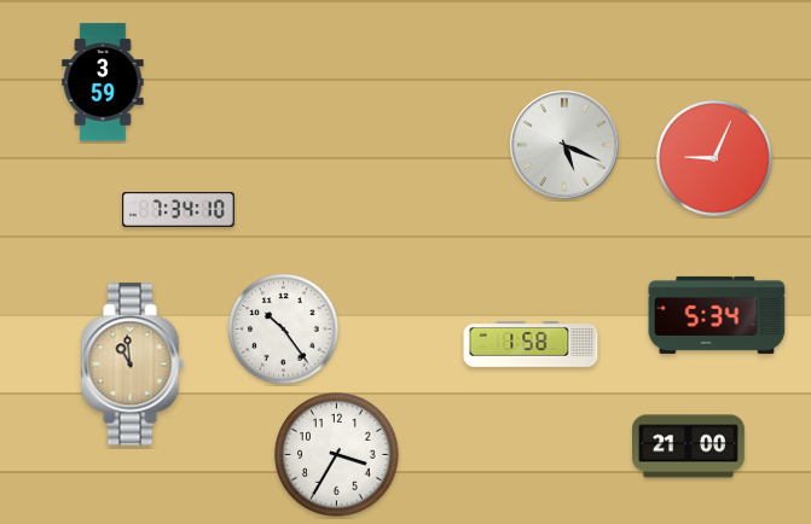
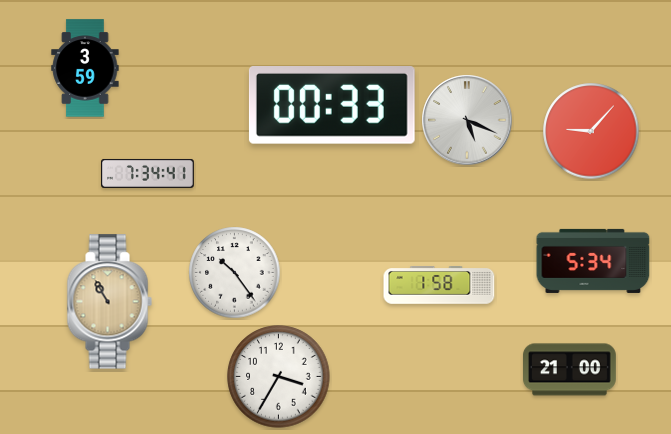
clock at (332, 106): none -> 00:33
clock at (714, 158): 9:04 -> 9:07
clock at (179, 210): 7:34:10 -> 7:34:41
clock at (132, 365): 10:59 -> 10:55
